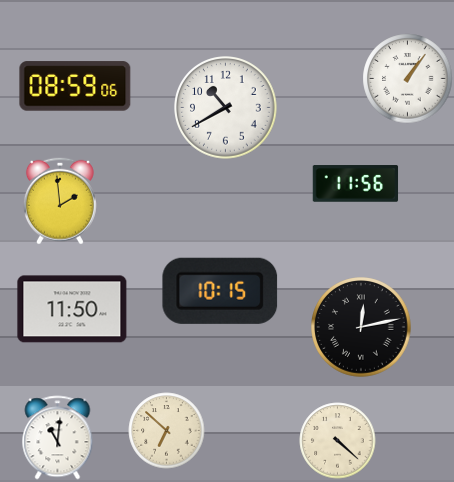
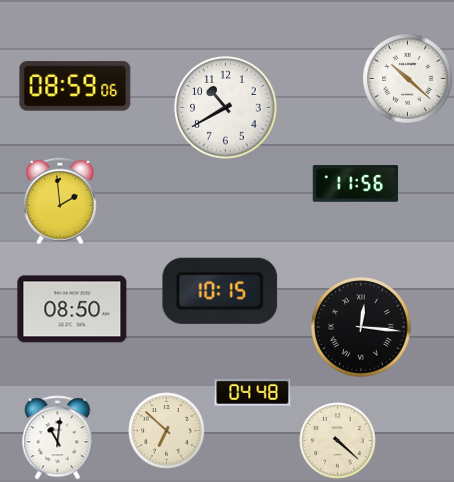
clock at (408, 79): 1:06 -> 10:22
clock at (72, 309): 11:50 -> 08:50
clock at (361, 327): 12:13 -> 12:16
clock at (253, 393): none -> 04:48
